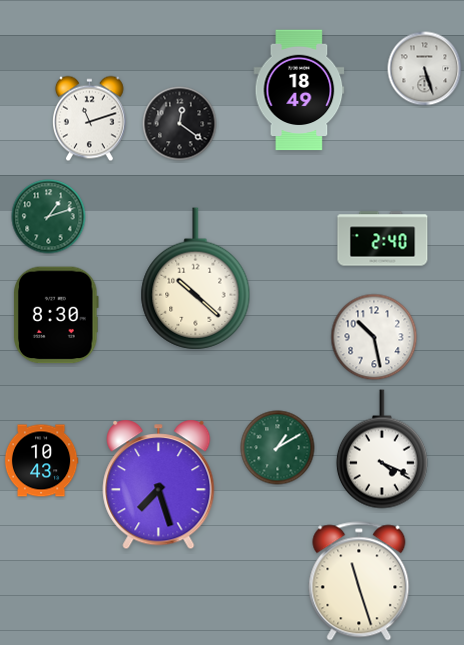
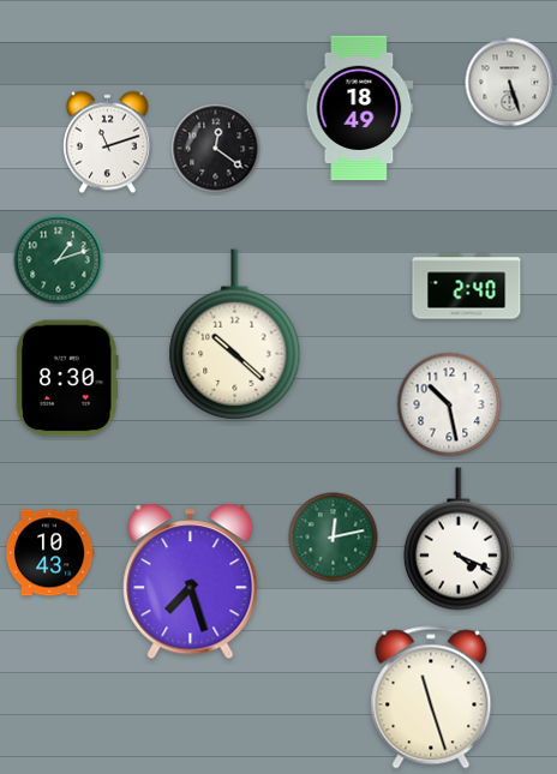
clock at (383, 239) position: (383, 239) -> (467, 287)
clock at (278, 448): 1:10 -> 12:13
